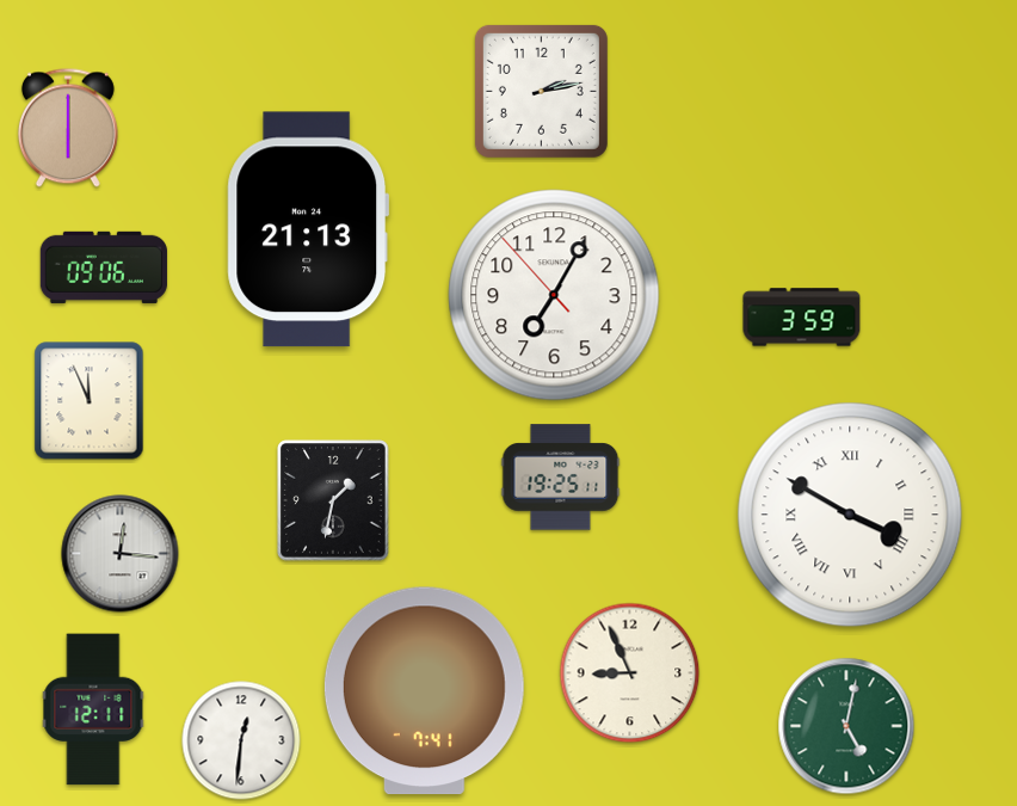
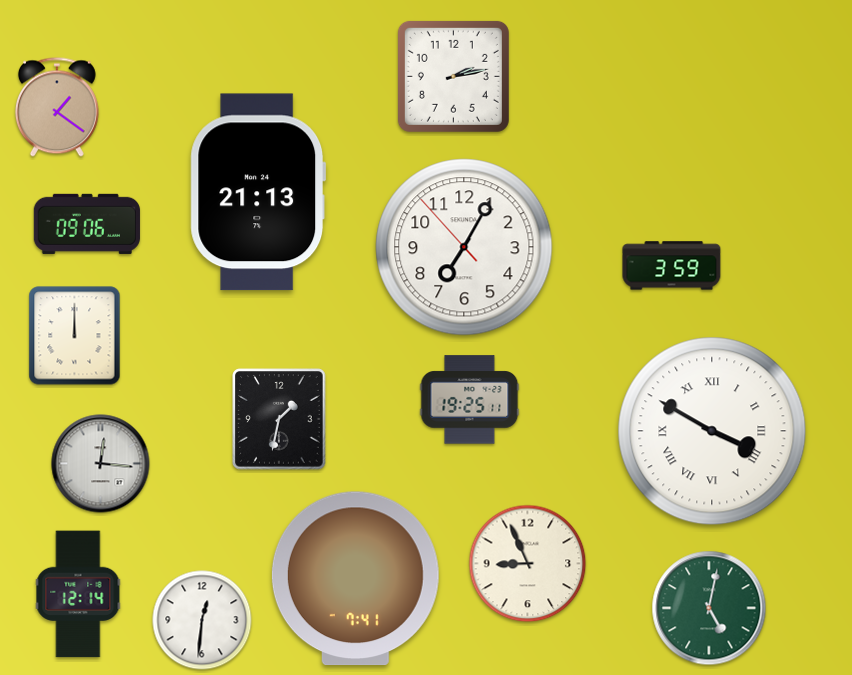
clock at (68, 128): 6:00 -> 1:21
clock at (90, 401): 11:56 -> 12:00
clock at (93, 709): 12:11 -> 12:14
